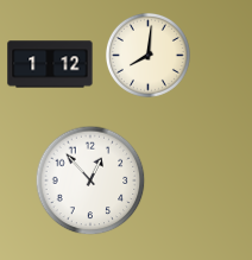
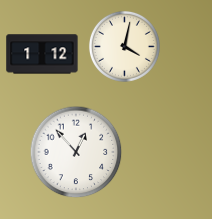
clock at (147, 55): 8:01 -> 4:02
